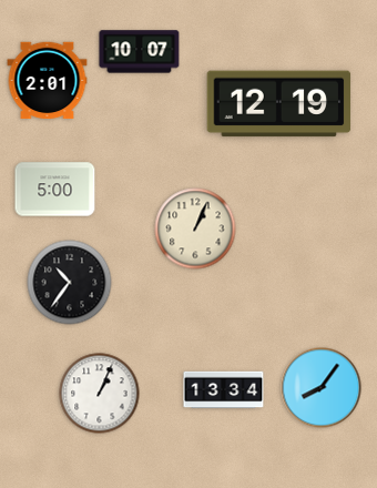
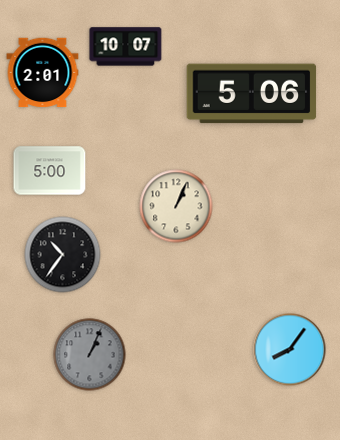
clock at (279, 104): 12:19 -> 5:06
clock at (224, 390): 13:34 -> none
clock at (100, 394) dial: white -> grey
